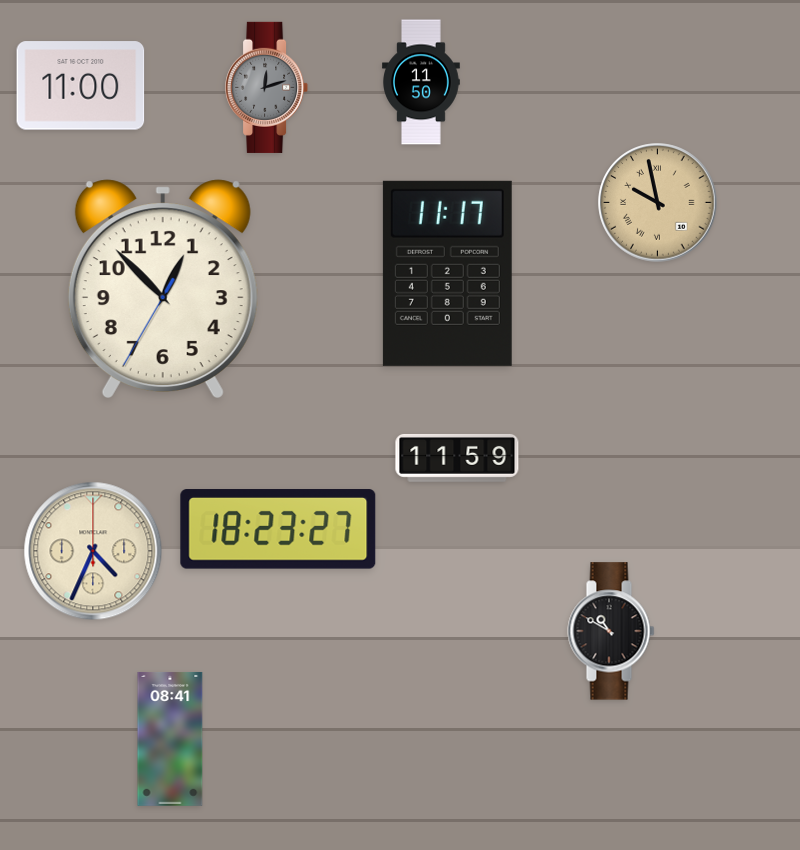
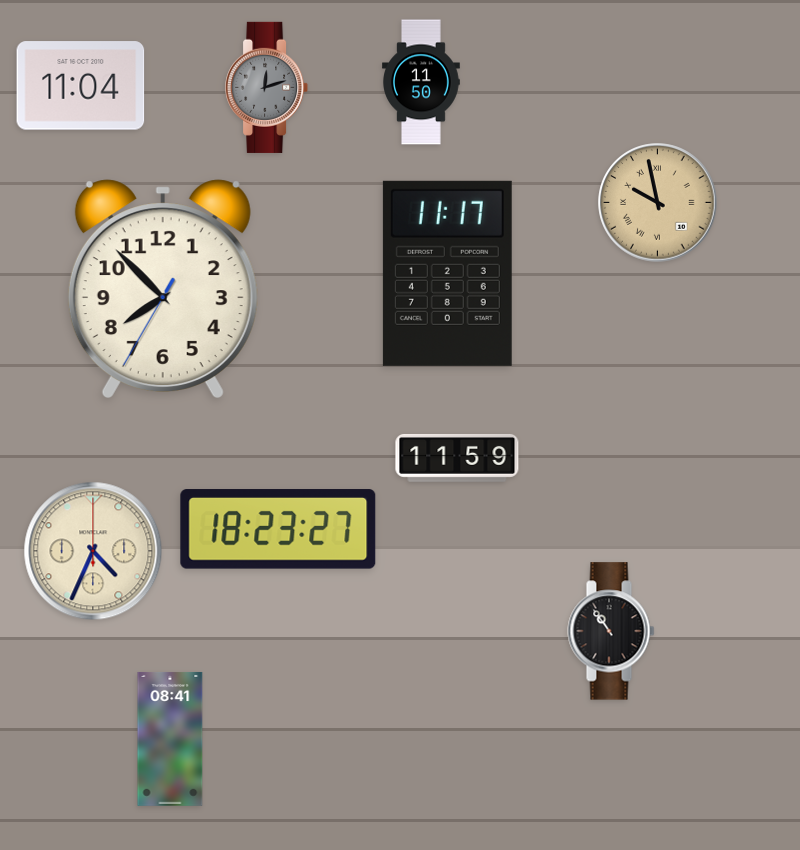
clock at (81, 86): 11:00 -> 11:04
clock at (163, 288): 12:52 -> 7:52
clock at (611, 631): 10:50 -> 10:54
